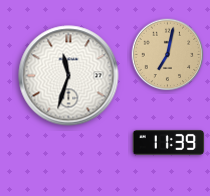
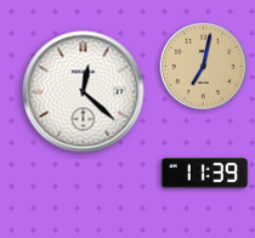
clock at (69, 76): 11:33 -> 12:22
